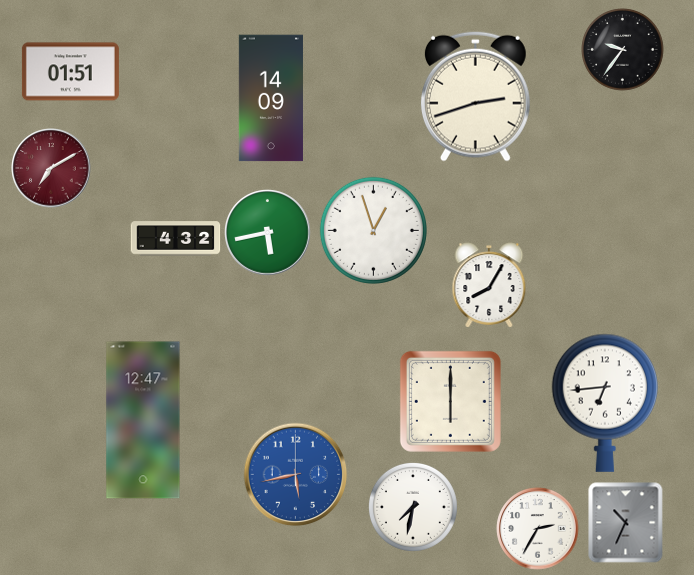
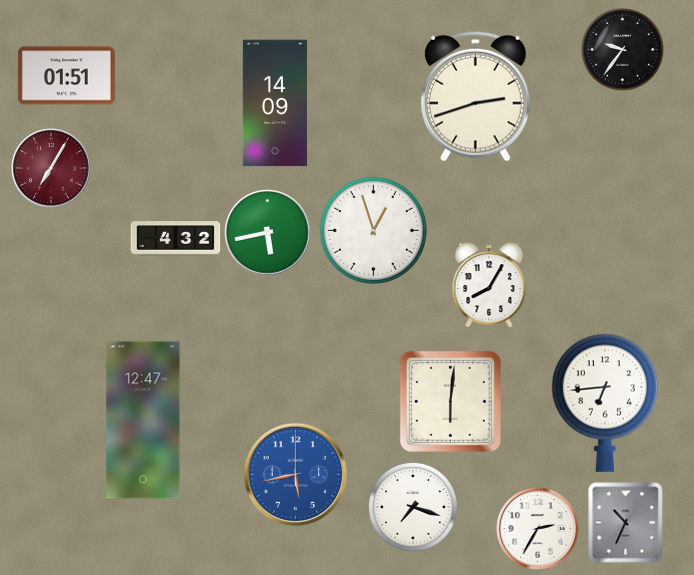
clock at (70, 72) position: (70, 72) -> (66, 76)
clock at (271, 98) position: (271, 98) -> (275, 103)
clock at (51, 168): 7:10 -> 7:05
clock at (450, 401): 6:00 -> 6:01
clock at (413, 507): 7:32 -> 7:18
